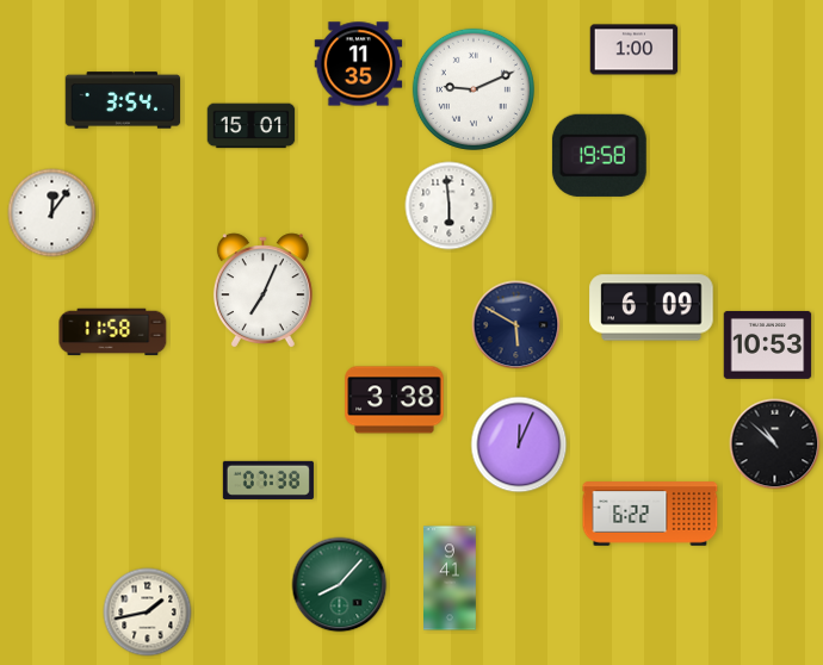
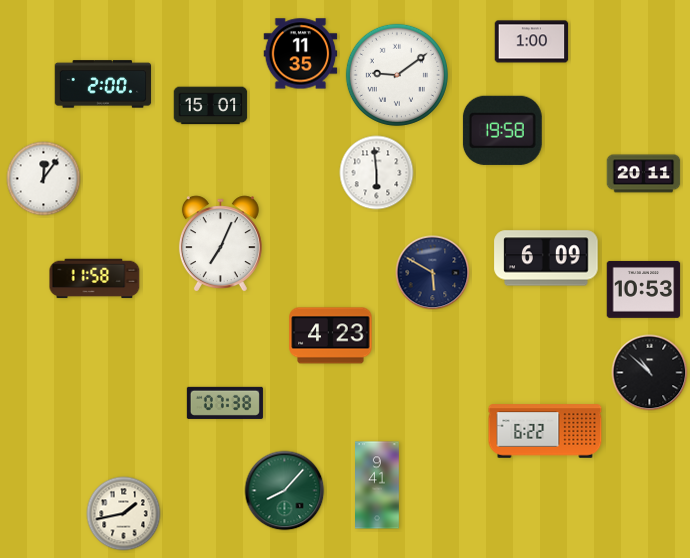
clock at (474, 89): 9:11 -> 9:09
clock at (123, 100): 3:54 -> 2:00
clock at (644, 174): none -> 20:11
clock at (395, 400): 3:38 -> 4:23
clock at (519, 445): 12:04 -> none
